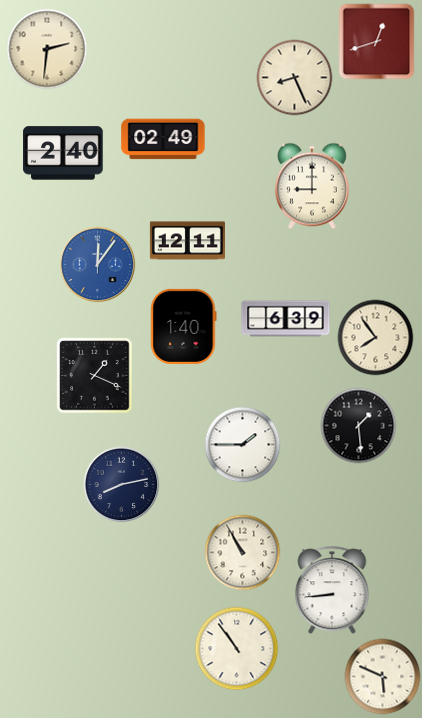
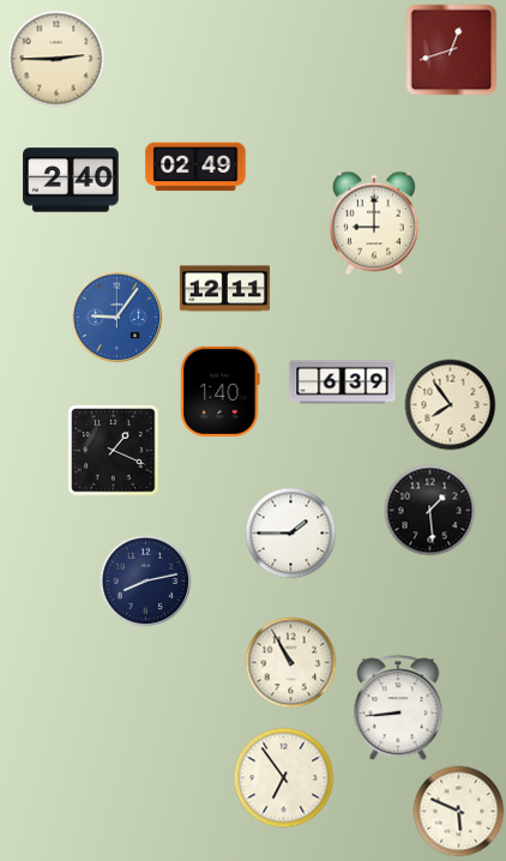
clock at (47, 49): 2:31 -> 2:45
clock at (295, 78): 8:26 -> none
clock at (63, 153) position: (63, 153) -> (71, 180)
clock at (98, 265): 12:06 -> 9:06
clock at (237, 649): 10:54 -> 6:54
